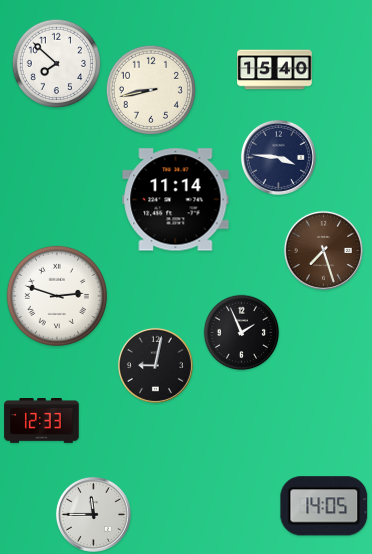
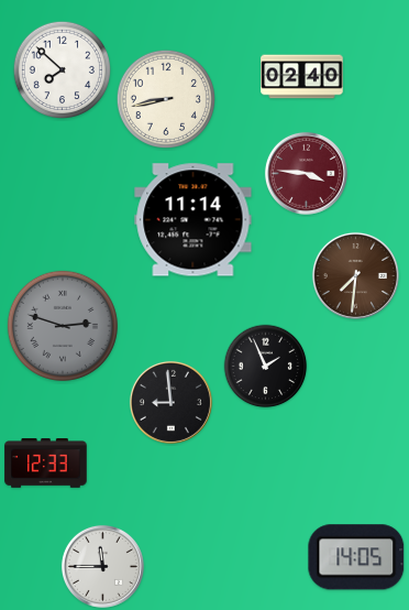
clock at (275, 70): 15:40 -> 02:40
clock at (278, 157) dial: navy -> burgundy
clock at (323, 250): 7:27 -> 7:31
clock at (57, 296) dial: white -> grey
clock at (155, 365): 9:02 -> 8:59
